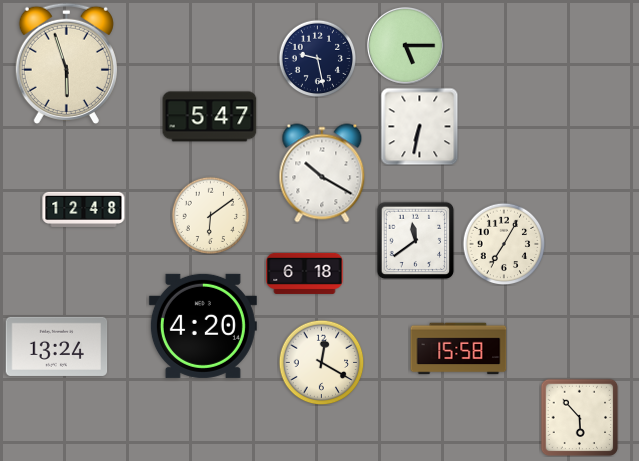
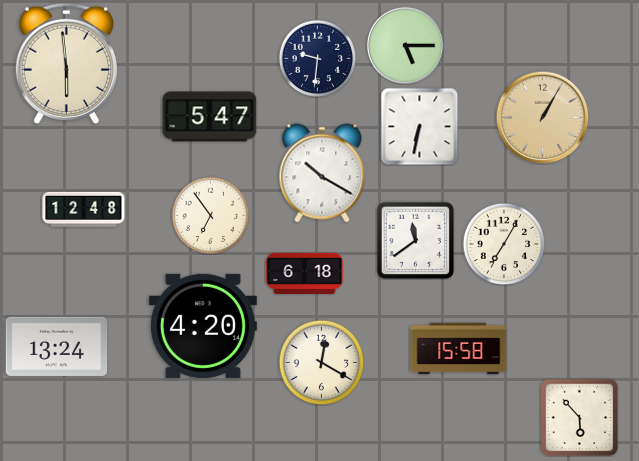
clock at (317, 58): 9:28 -> 9:31
clock at (66, 63): 5:57 -> 5:59
clock at (542, 117): none -> 1:05
clock at (210, 215): 6:09 -> 6:54
